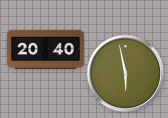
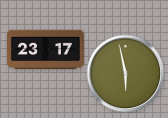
clock at (46, 50): 20:40 -> 23:17
